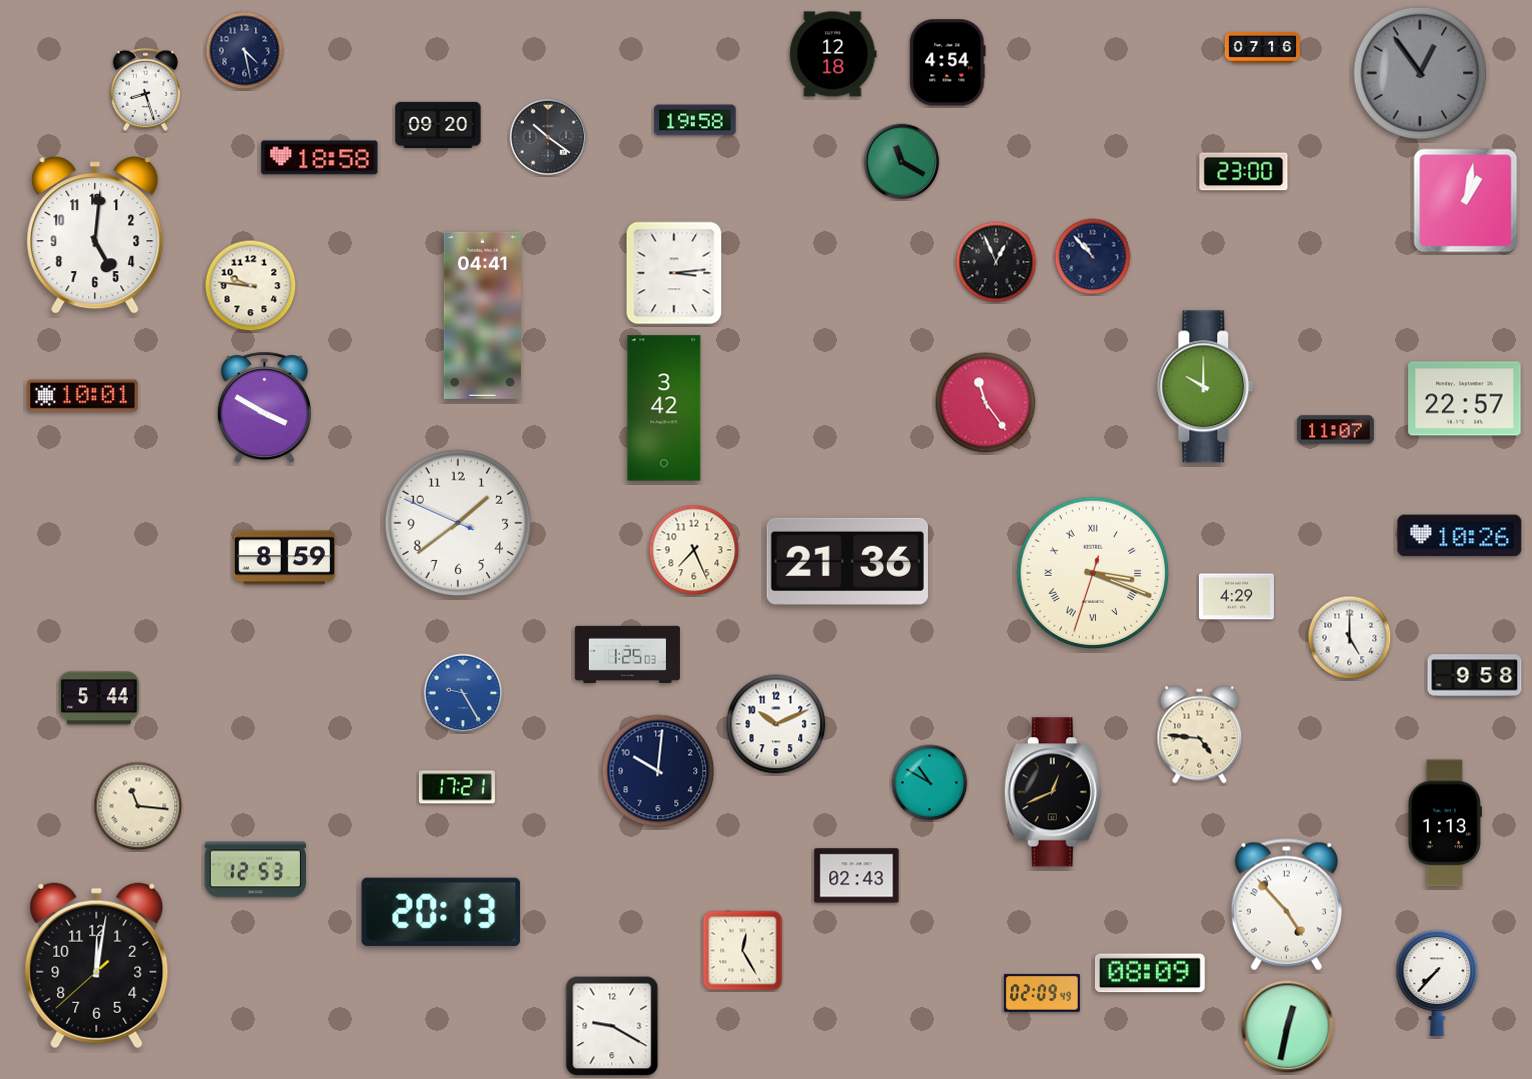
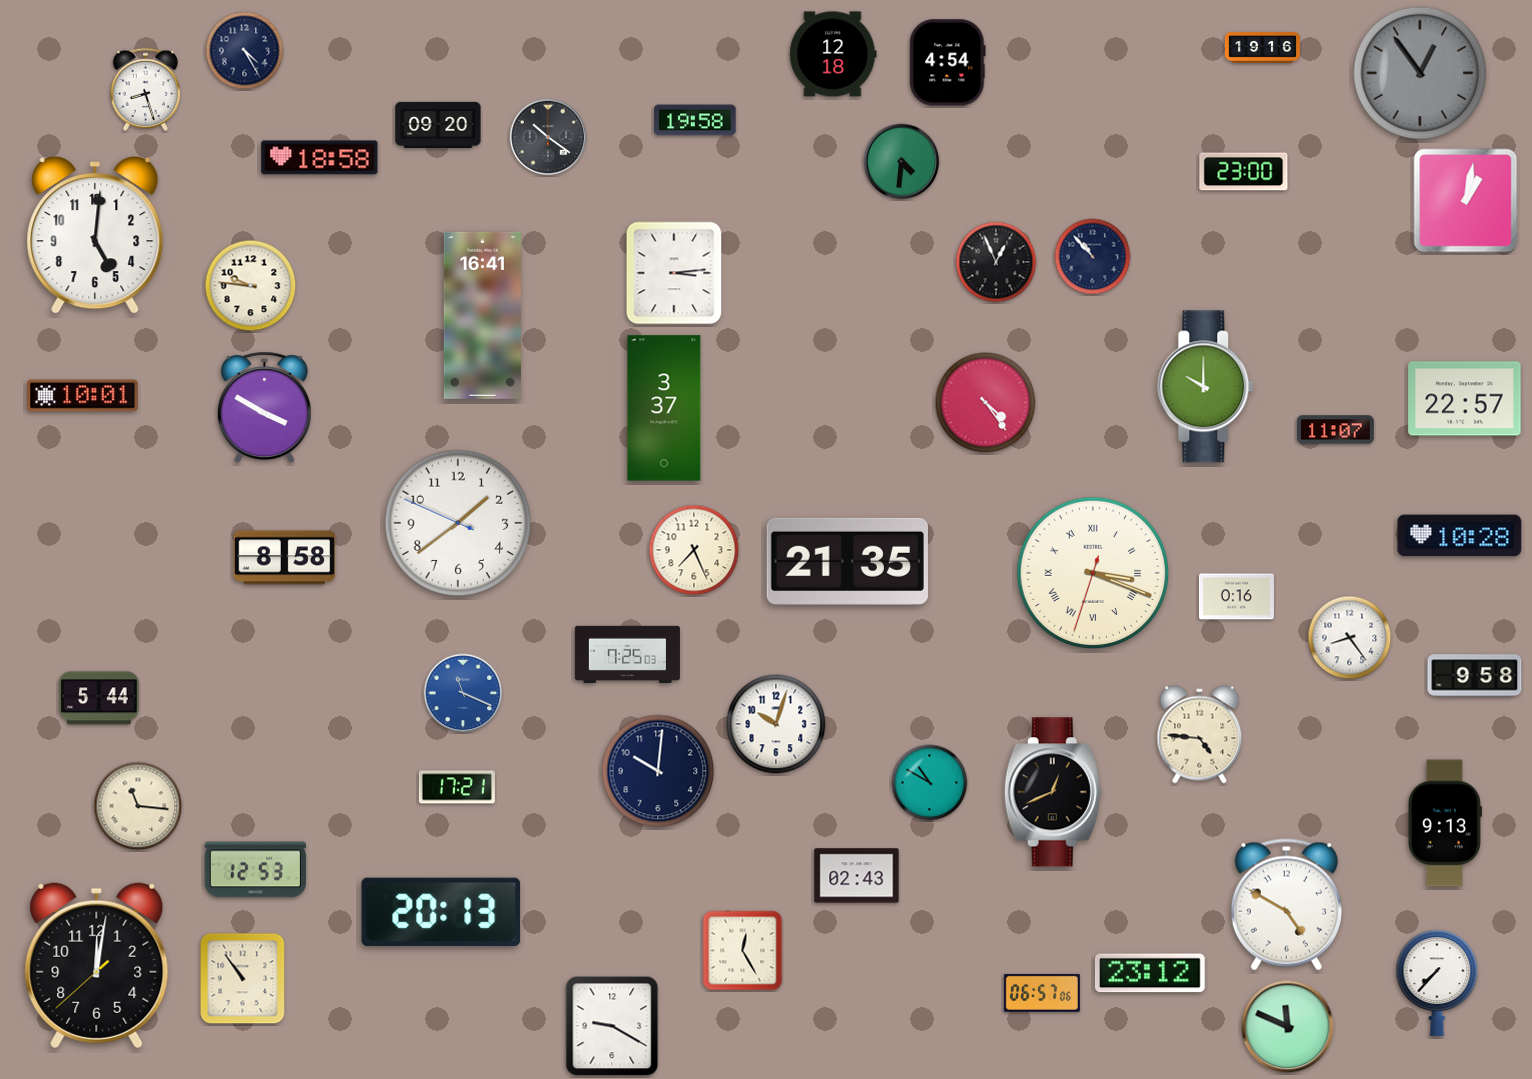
clock at (1262, 48): 07:16 -> 19:16
clock at (245, 51): 4:28 -> 4:25
clock at (902, 162): 11:20 -> 4:31
clock at (482, 315): 04:41 -> 16:41
clock at (986, 403): 11:24 -> 4:24
clock at (664, 408): 3:42 -> 3:37
clock at (1460, 536): 10:26 -> 10:28
clock at (285, 558): 8:59 -> 8:58
clock at (847, 561): 21:36 -> 21:35
clock at (1236, 597): 4:29 -> 0:16
clock at (1350, 638): 5:00 -> 8:24
clock at (627, 654): 1:25 -> 7:25
clock at (463, 693): 9:25 -> 11:19
clock at (776, 724): 10:11 -> 10:03
clock at (1445, 823): 1:13 -> 9:13
clock at (1286, 905): 4:53 -> 4:50
clock at (1150, 973): 08:09 -> 23:12
clock at (243, 979): none -> 10:54
clock at (1042, 993): 02:09 -> 06:57
clock at (1288, 1027): 12:32 -> 11:49
